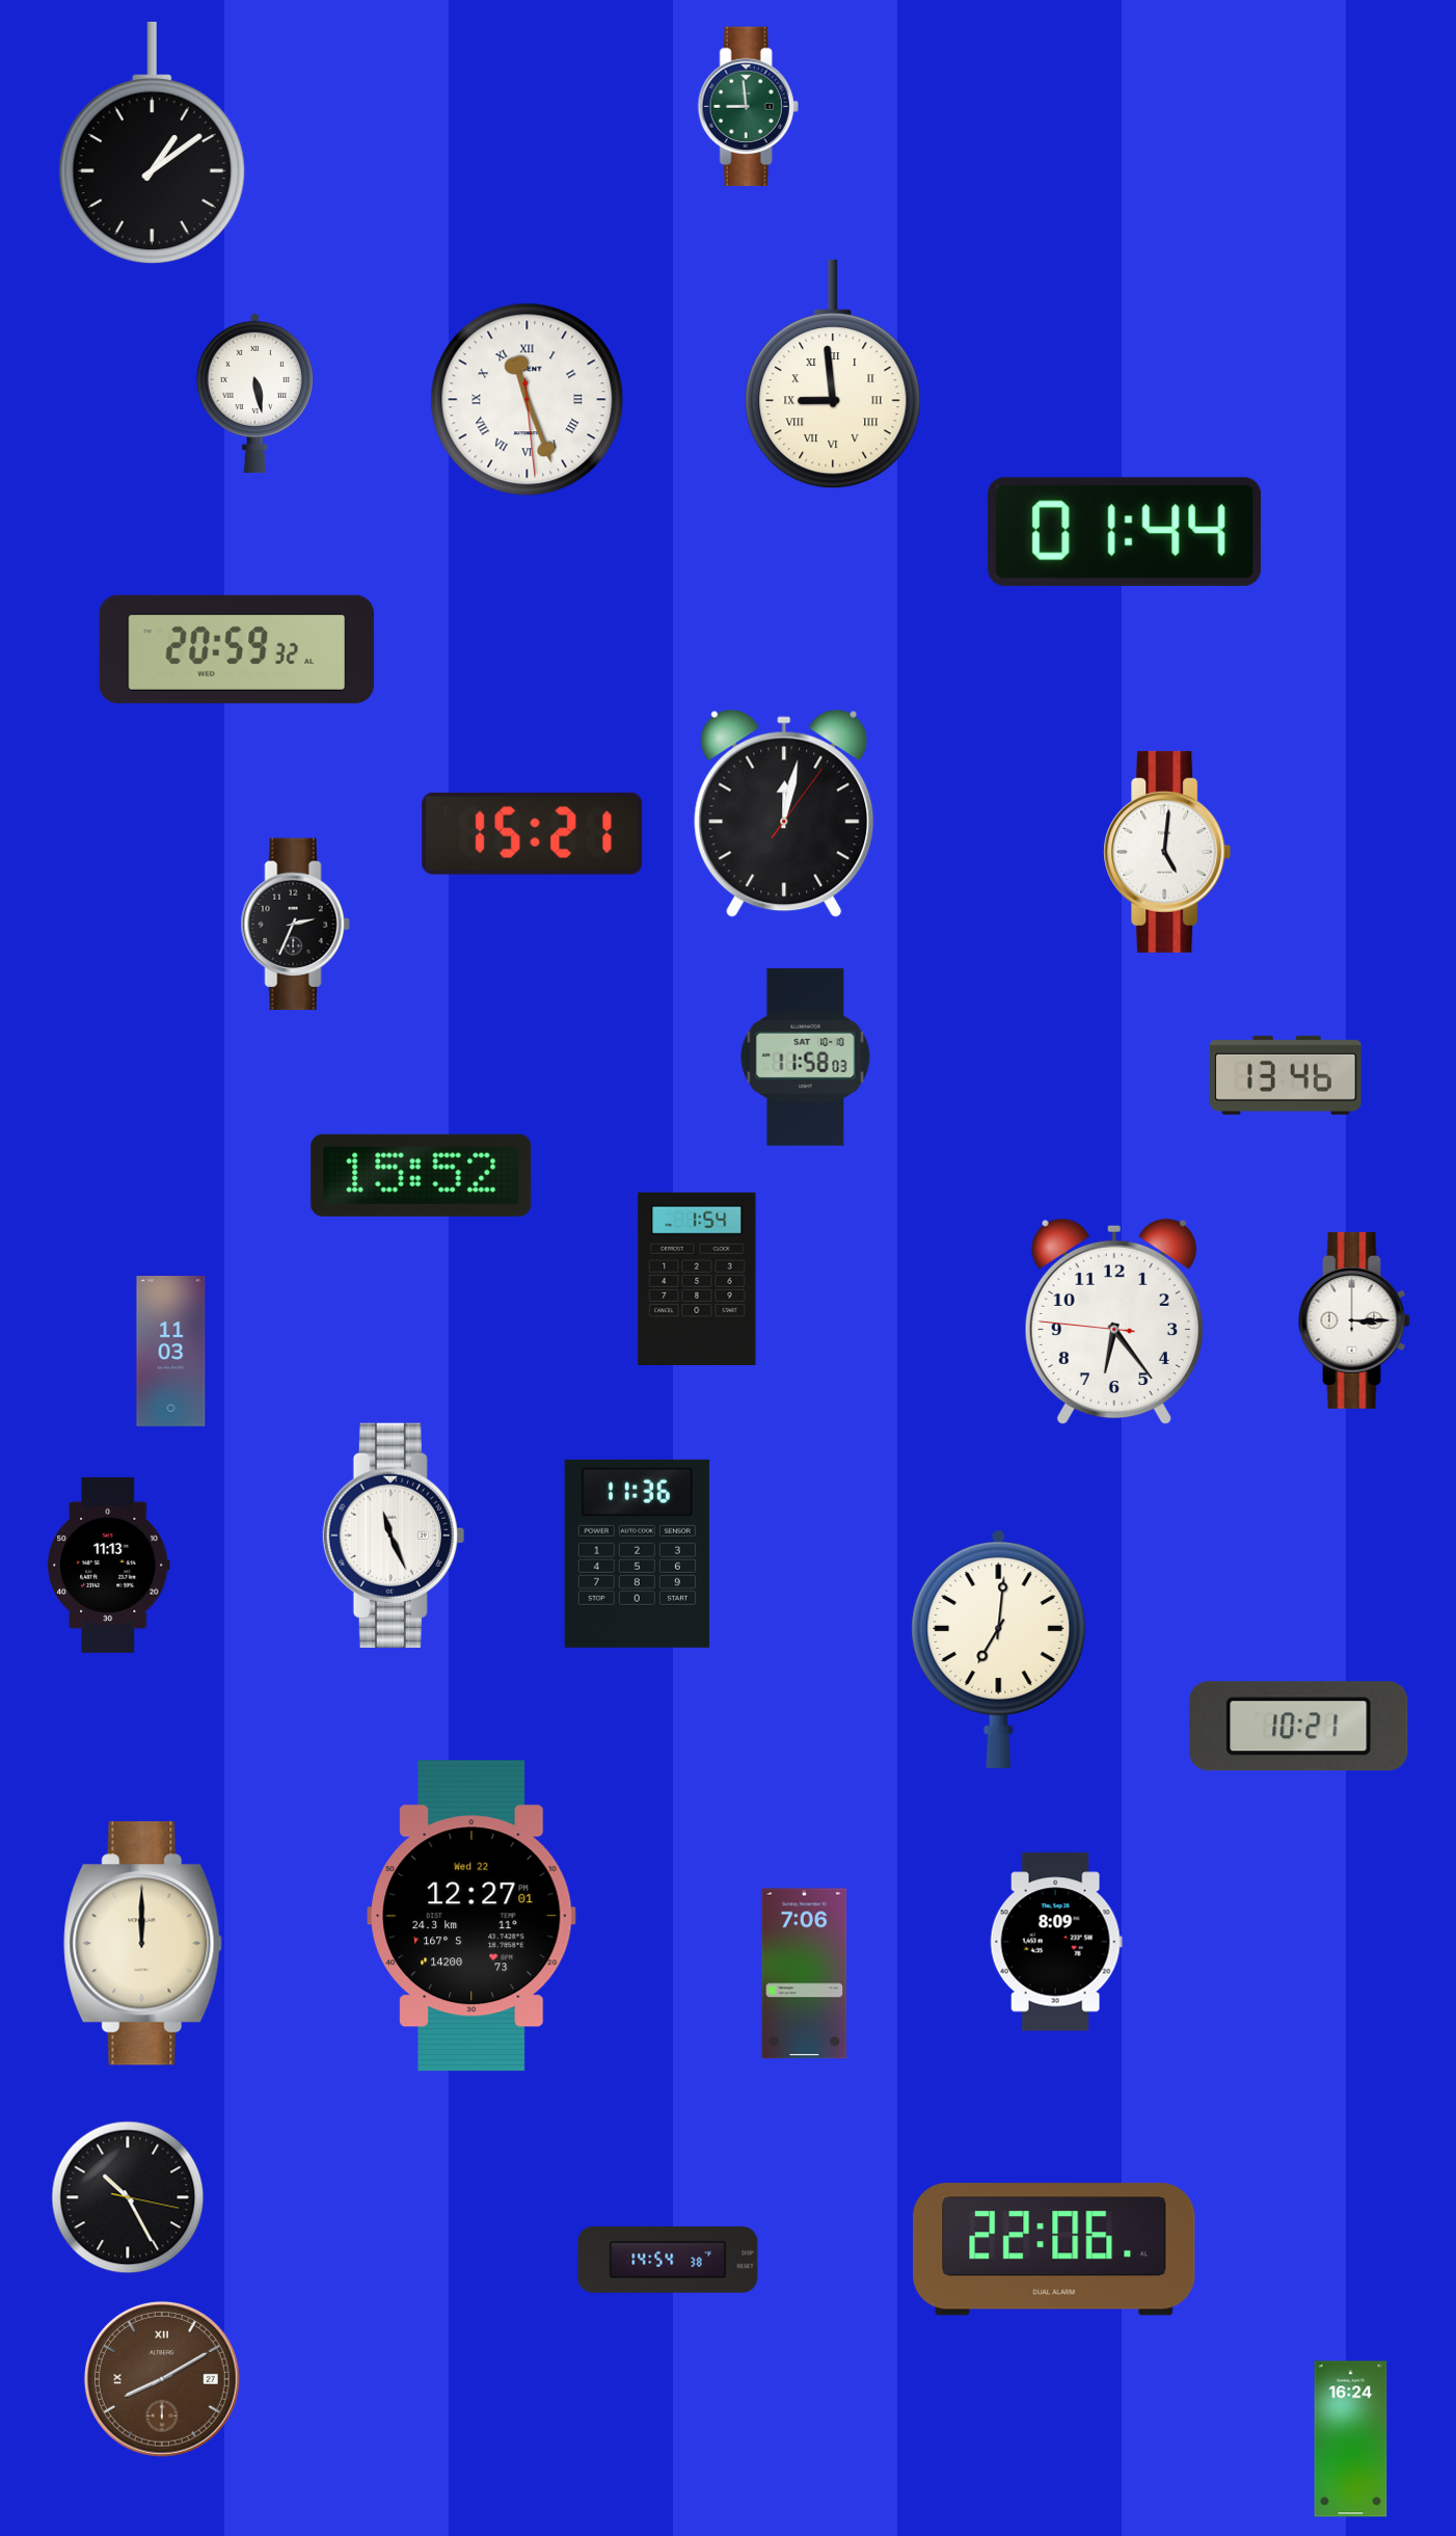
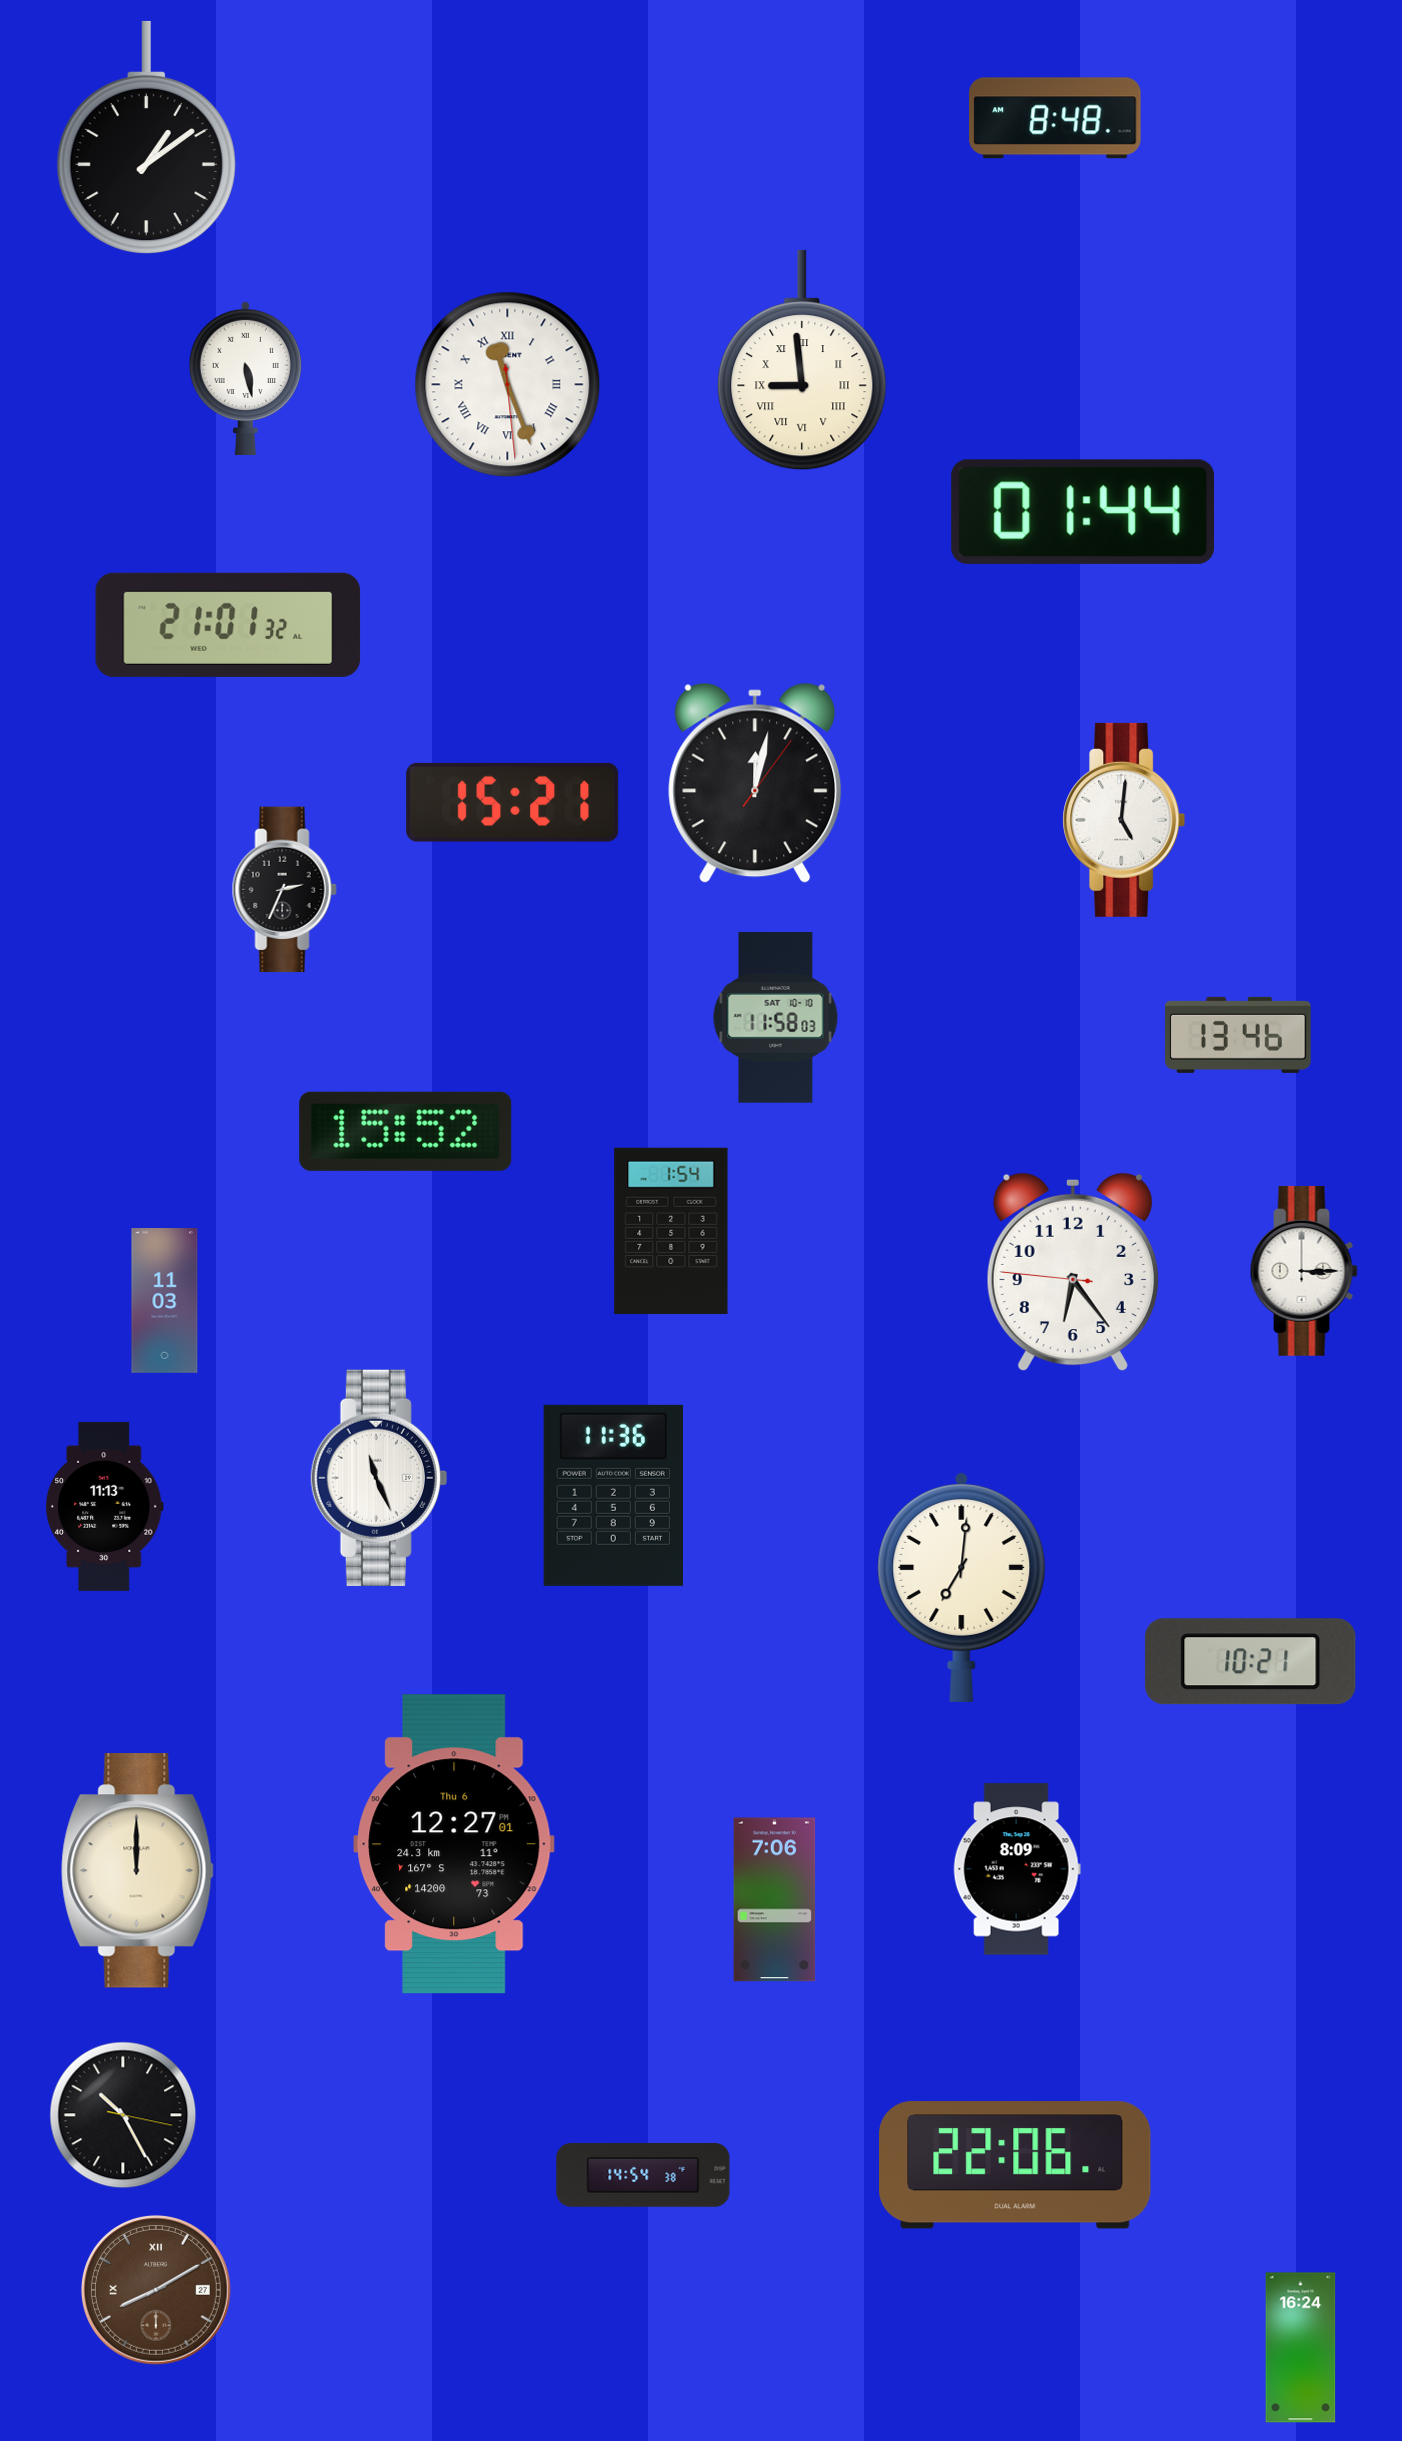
clock at (748, 107): 8:59 -> none
clock at (1055, 118): none -> 8:48
clock at (237, 649): 20:59 -> 21:01
clock at (471, 1916) date: Wed 22 -> Thu 6
